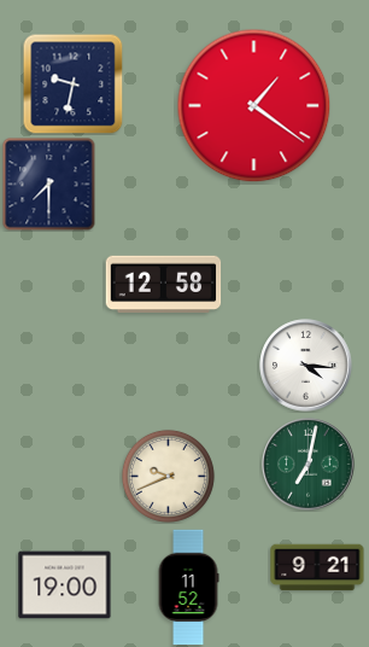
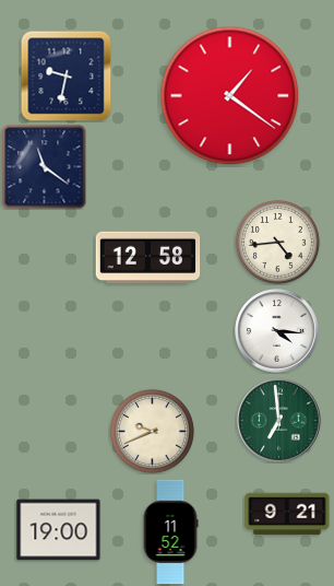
clock at (48, 183): 7:30 -> 11:21
clock at (277, 242): none -> 4:44
clock at (309, 465): 7:02 -> 6:59
